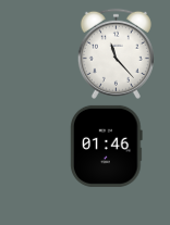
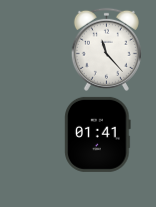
clock at (107, 146): 01:46 -> 01:41
